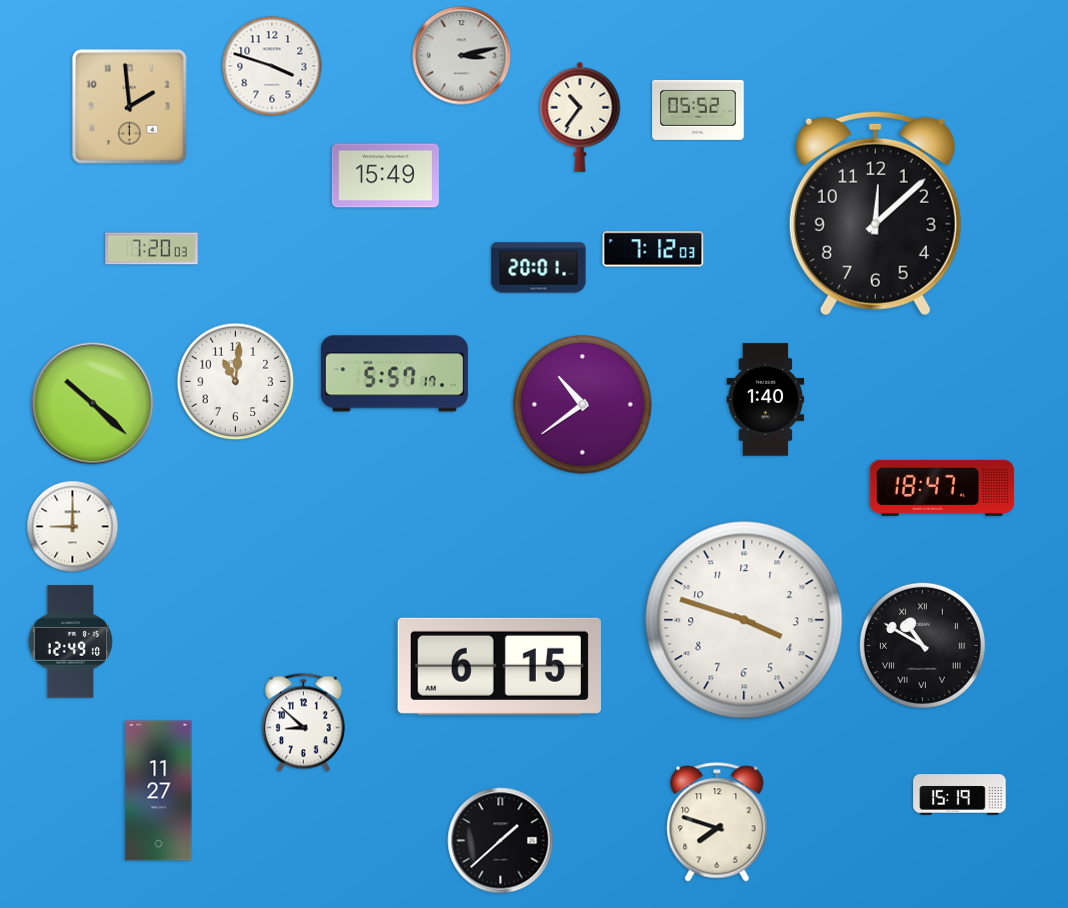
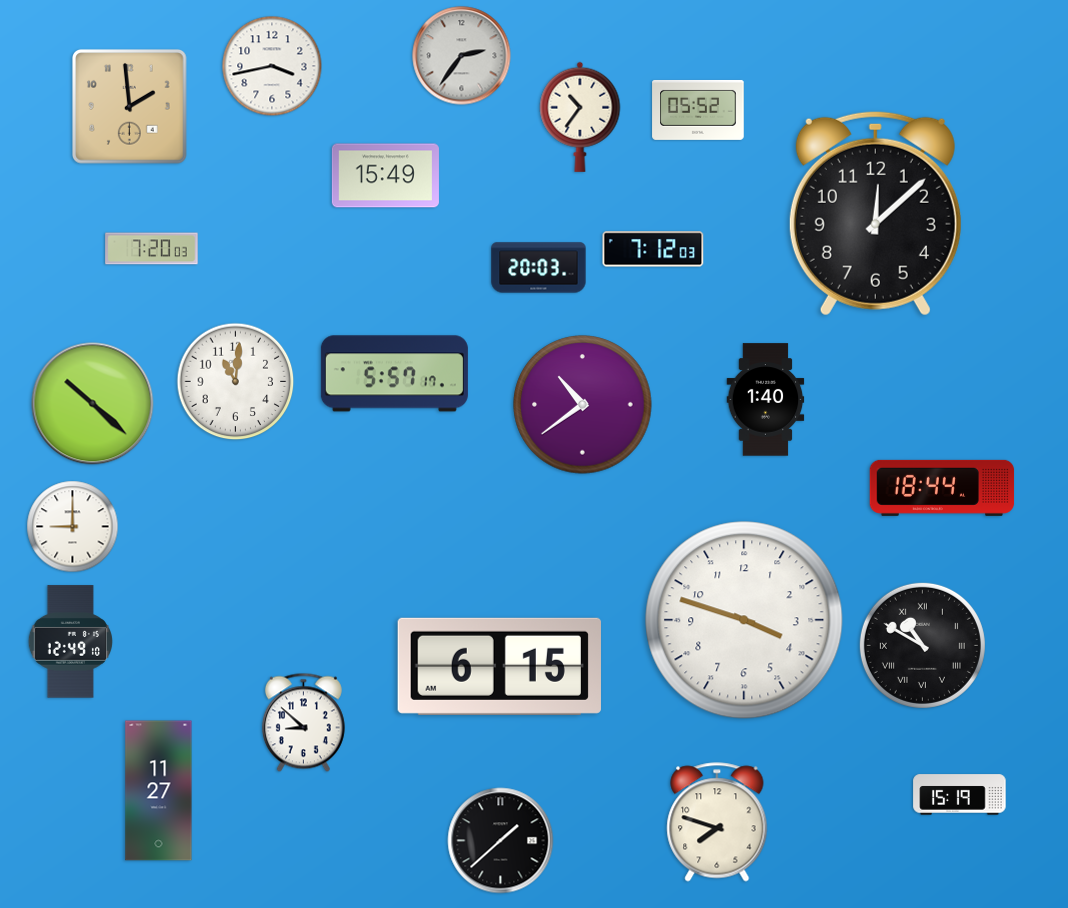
clock at (462, 56): 3:13 -> 2:36
clock at (272, 66): 3:48 -> 3:43
clock at (539, 268): 20:01 -> 20:03
clock at (942, 488): 18:47 -> 18:44
